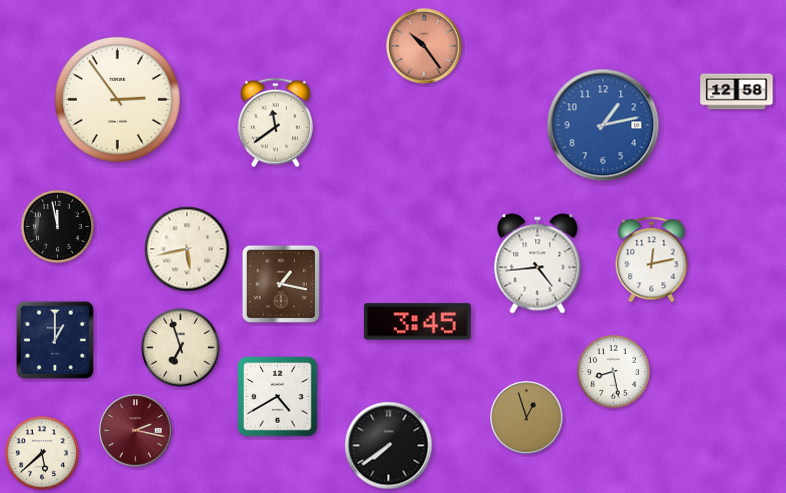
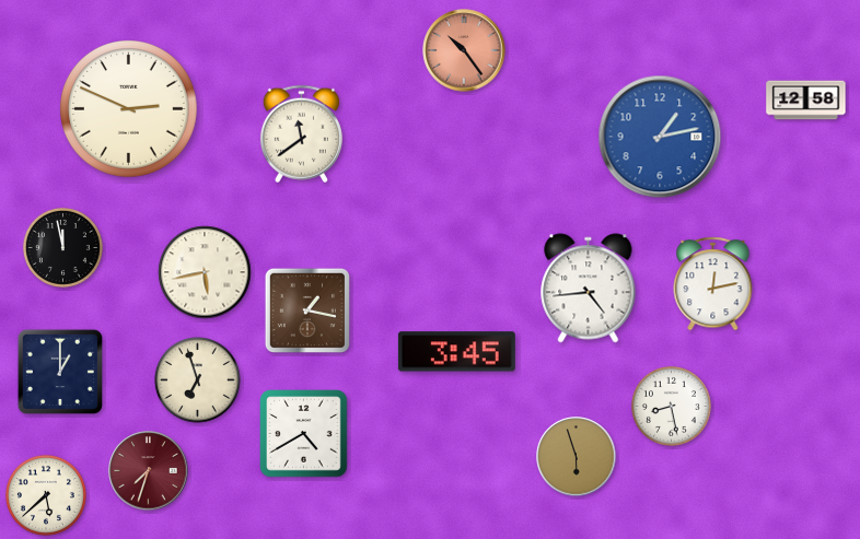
clock at (118, 100): 2:54 -> 2:49
clock at (527, 418): 12:57 -> 5:57
clock at (136, 431): 2:17 -> 7:33
clock at (389, 446): 7:39 -> none
